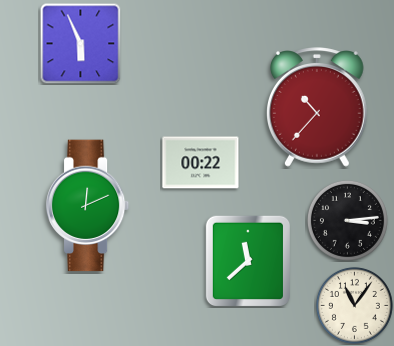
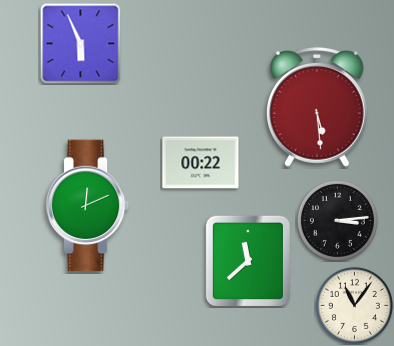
clock at (317, 107): 10:37 -> 5:29
clock at (347, 220) position: (347, 220) -> (337, 220)
